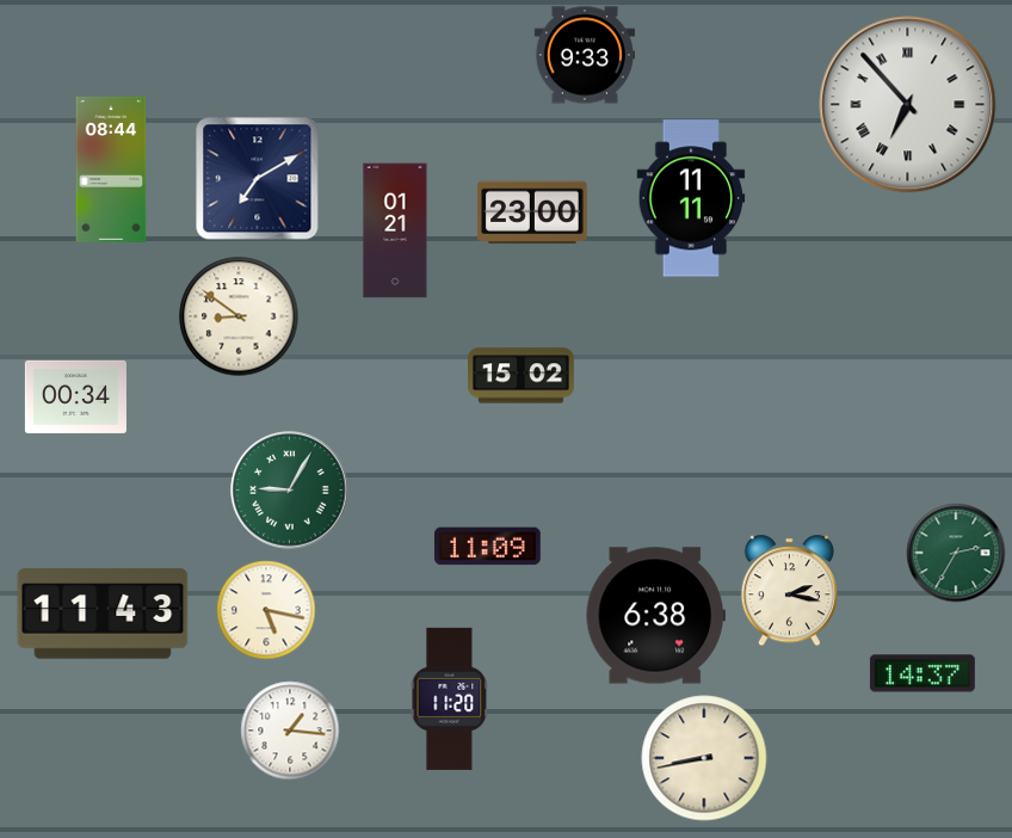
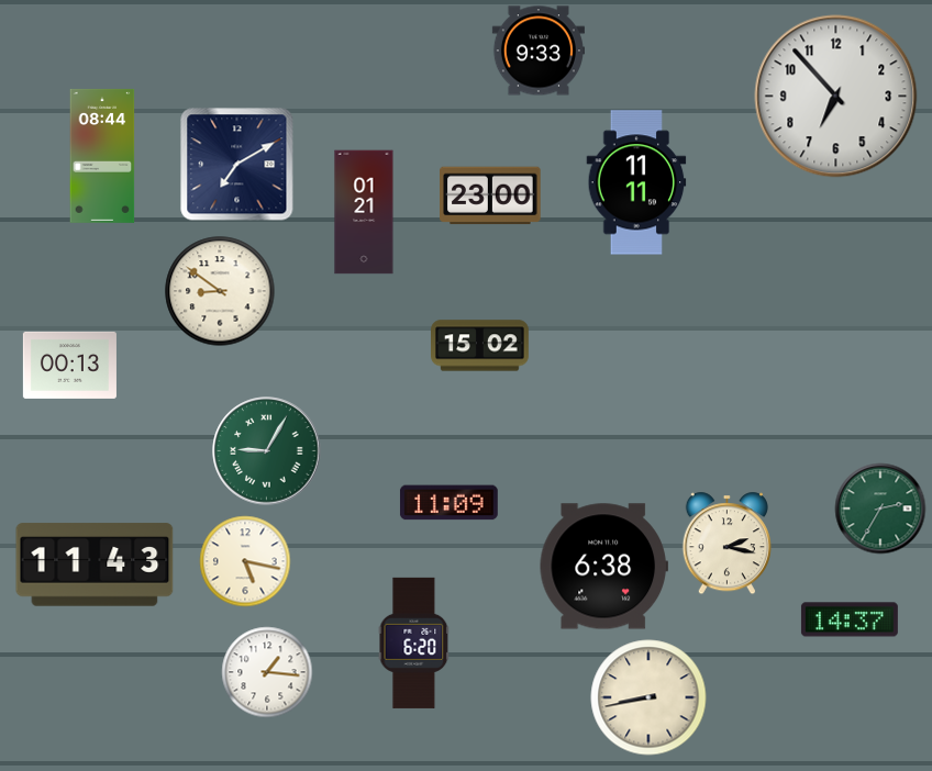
clock at (908, 105) numerals: Roman -> Arabic
clock at (75, 396): 00:34 -> 00:13
clock at (450, 698): 11:20 -> 6:20
